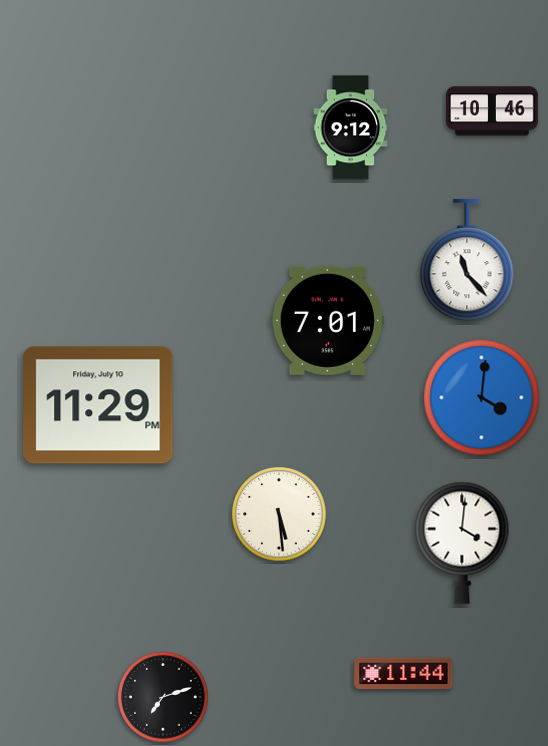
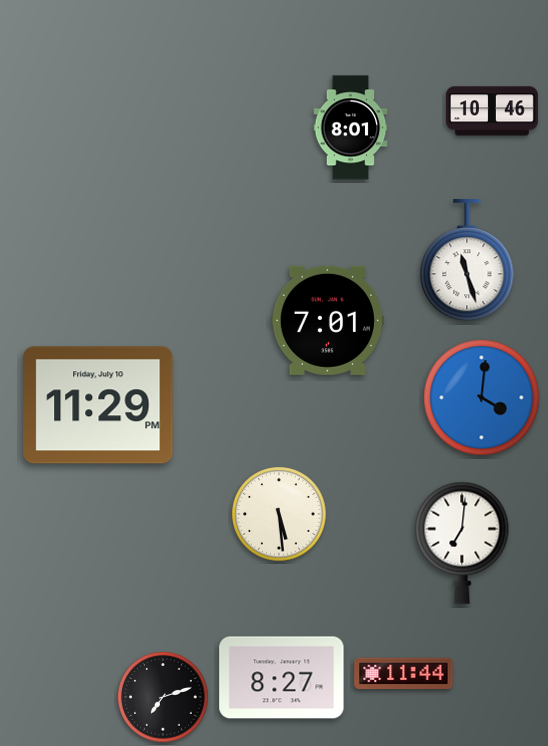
clock at (351, 128): 9:12 -> 8:01
clock at (467, 261): 11:23 -> 11:27
clock at (462, 543): 4:01 -> 7:01
clock at (282, 678): none -> 8:27
